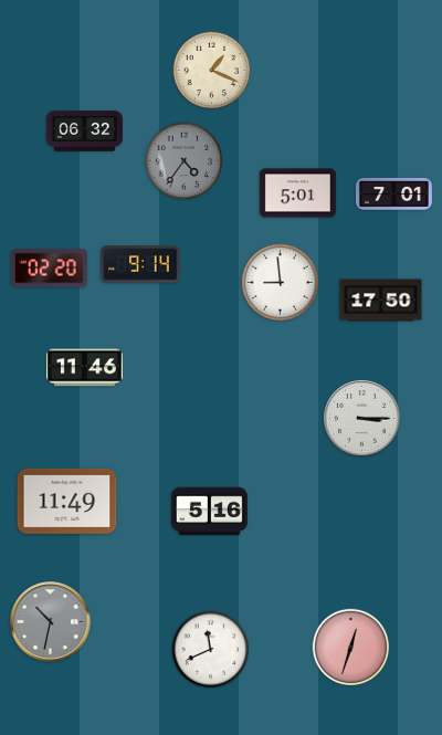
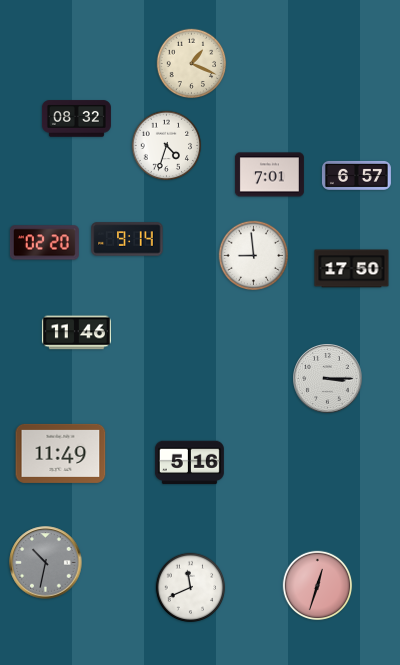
clock at (84, 132): 06:32 -> 08:32
clock at (185, 161): 4:36 -> 4:33
clock at (185, 161) dial: grey -> white
clock at (297, 193): 5:01 -> 7:01
clock at (393, 193): 7:01 -> 6:57
clock at (381, 301) position: (381, 301) -> (352, 269)
